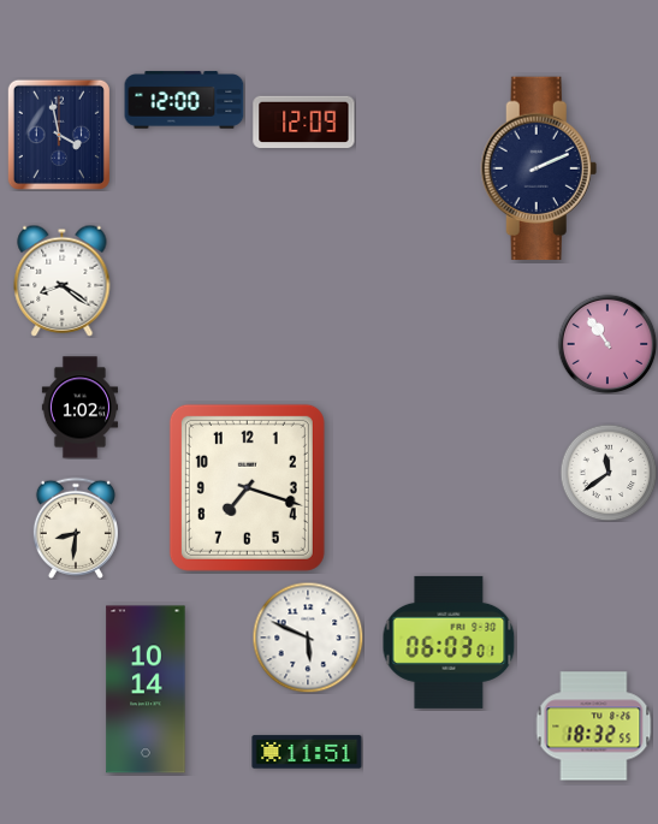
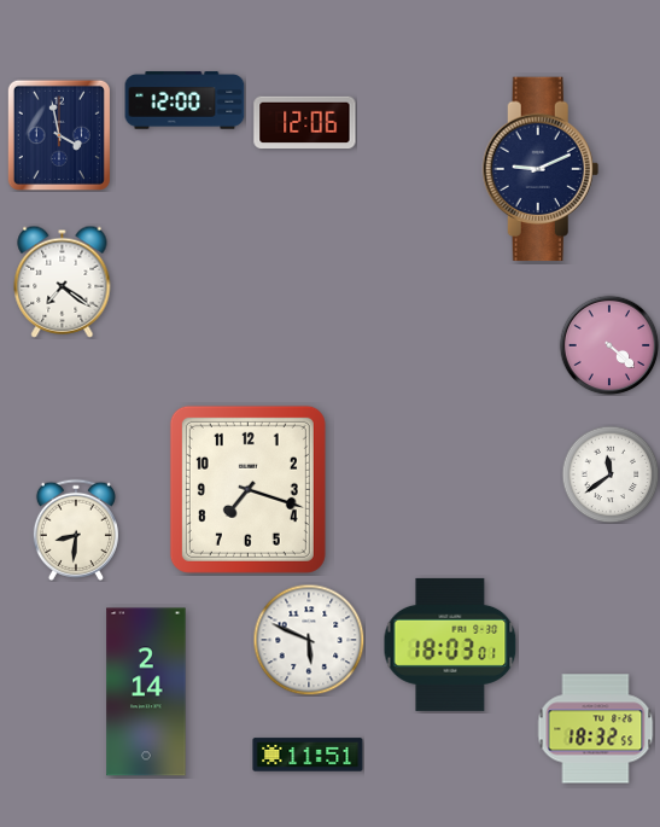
clock at (304, 123): 12:09 -> 12:06
clock at (539, 168): 2:11 -> 9:11
clock at (63, 280): 8:21 -> 7:21
clock at (607, 344): 10:54 -> 4:22
clock at (79, 408): 1:02 -> none
clock at (449, 642): 06:03 -> 18:03
clock at (146, 689): 10:14 -> 2:14
